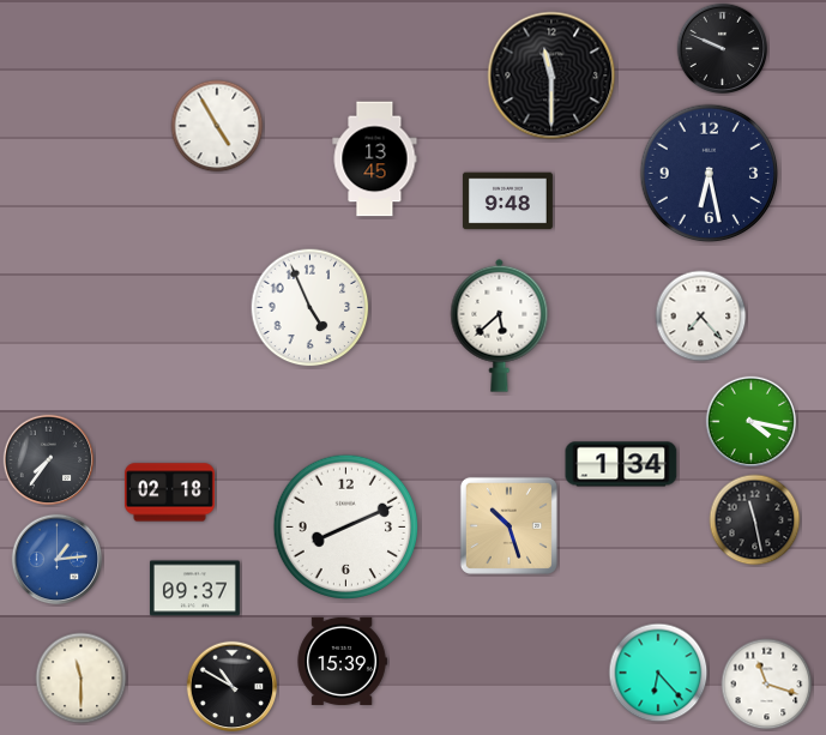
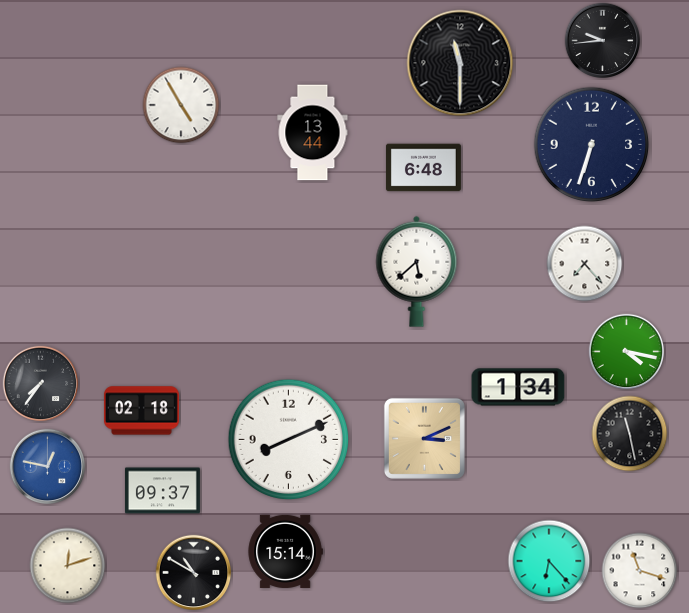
clock at (723, 49): 9:49 -> 9:44
clock at (375, 159): 13:45 -> 13:44
clock at (710, 174): 6:28 -> 6:33
clock at (507, 201): 9:48 -> 6:48
clock at (310, 308): 4:56 -> none
clock at (508, 525): 10:27 -> 3:11
clock at (58, 560): 1:14 -> 12:47
clock at (342, 661): 15:39 -> 15:14
clock at (82, 679): 11:30 -> 12:12
